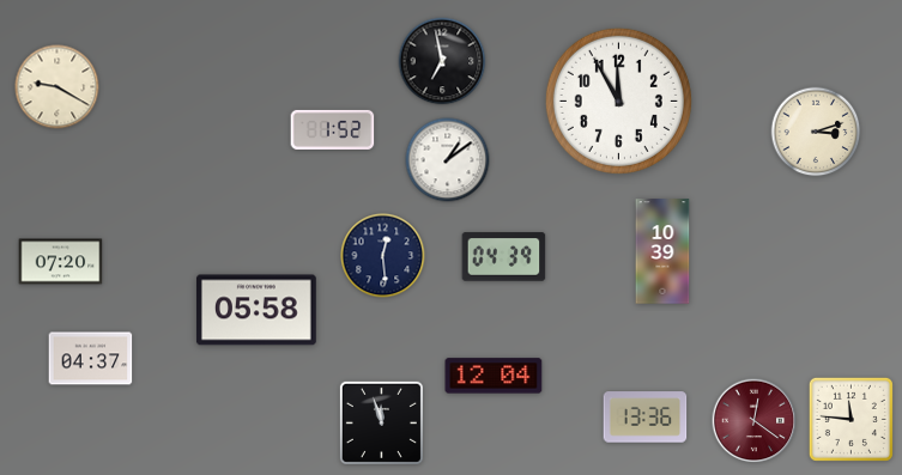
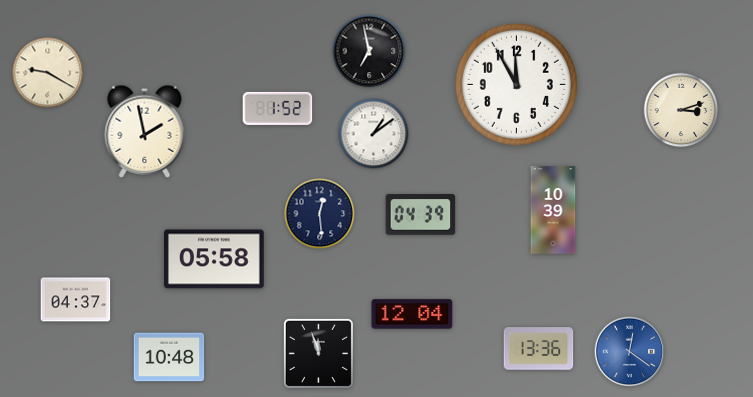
clock at (145, 131): none -> 1:58
clock at (61, 262): 07:20 -> none
clock at (850, 419): 11:46 -> none
clock at (755, 421) dial: burgundy -> blue
clock at (169, 357): none -> 10:48
